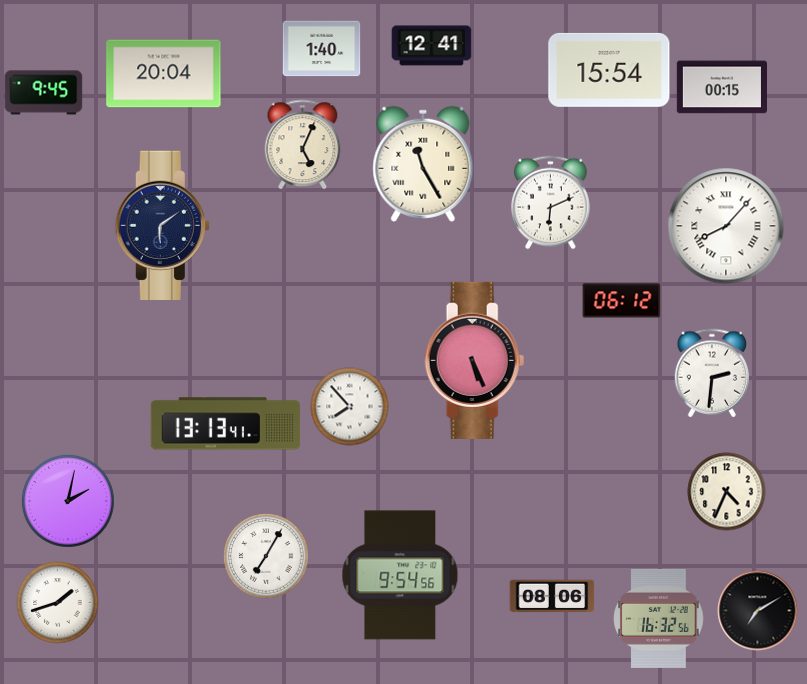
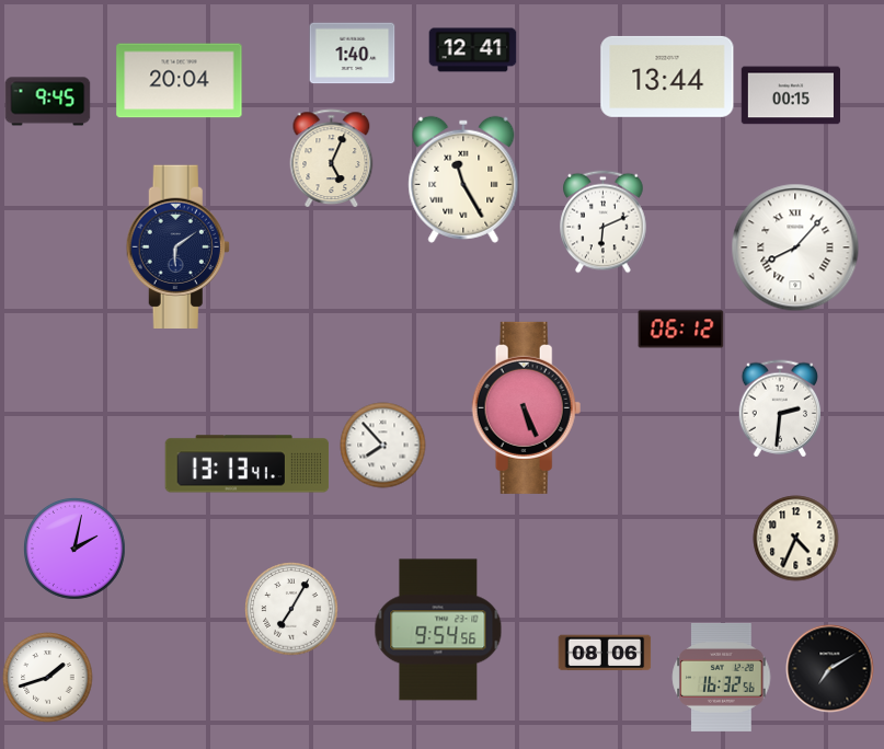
clock at (609, 70): 15:54 -> 13:44
clock at (475, 360) position: (475, 360) -> (527, 407)
clock at (57, 602) position: (57, 602) -> (47, 677)
